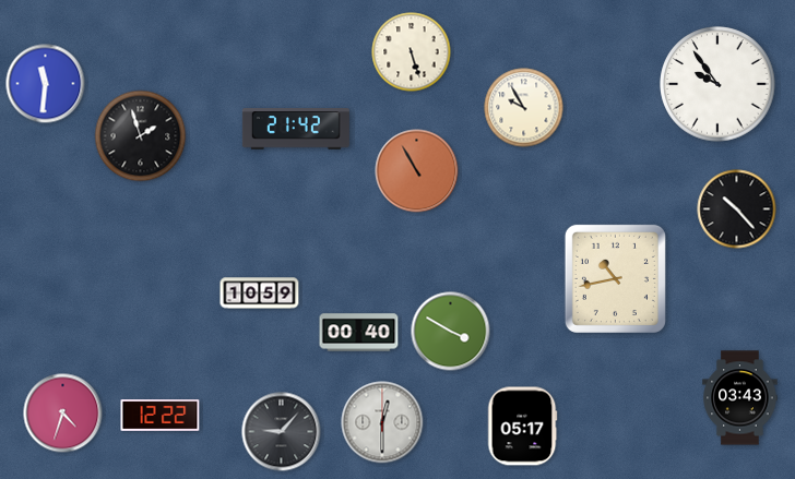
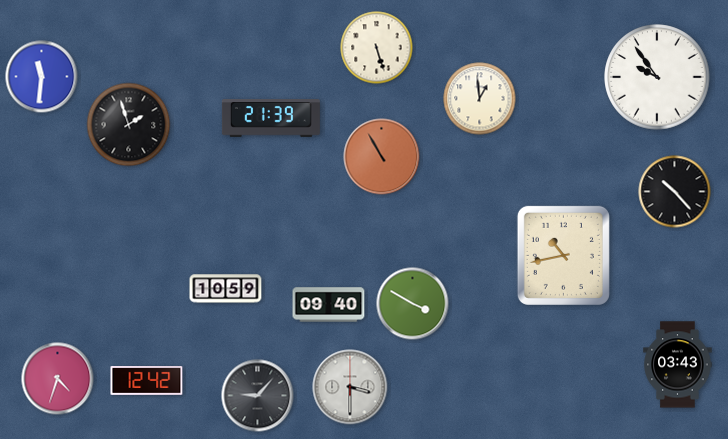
clock at (524, 108): 9:55 -> 12:59
clock at (296, 130): 21:42 -> 21:39
clock at (260, 294) position: (260, 294) -> (226, 289)
clock at (359, 333): 00:40 -> 09:40
clock at (161, 416): 12:22 -> 12:42
clock at (382, 422): 12:30 -> 3:30
clock at (522, 427): 05:17 -> none
